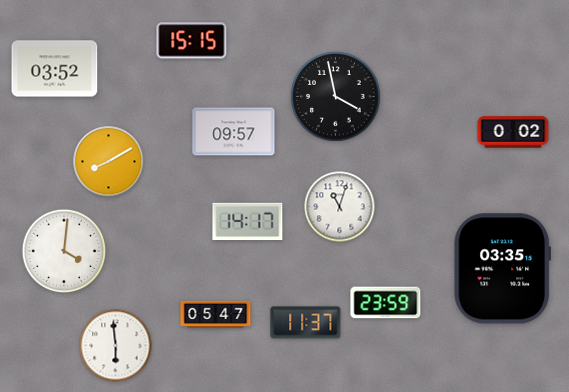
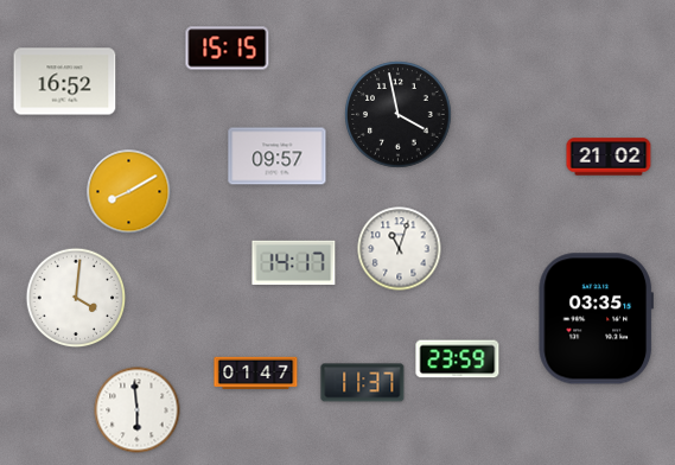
clock at (55, 69): 03:52 -> 16:52
clock at (513, 132): 0:02 -> 21:02
clock at (340, 207) position: (340, 207) -> (400, 249)
clock at (216, 314): 05:47 -> 01:47
